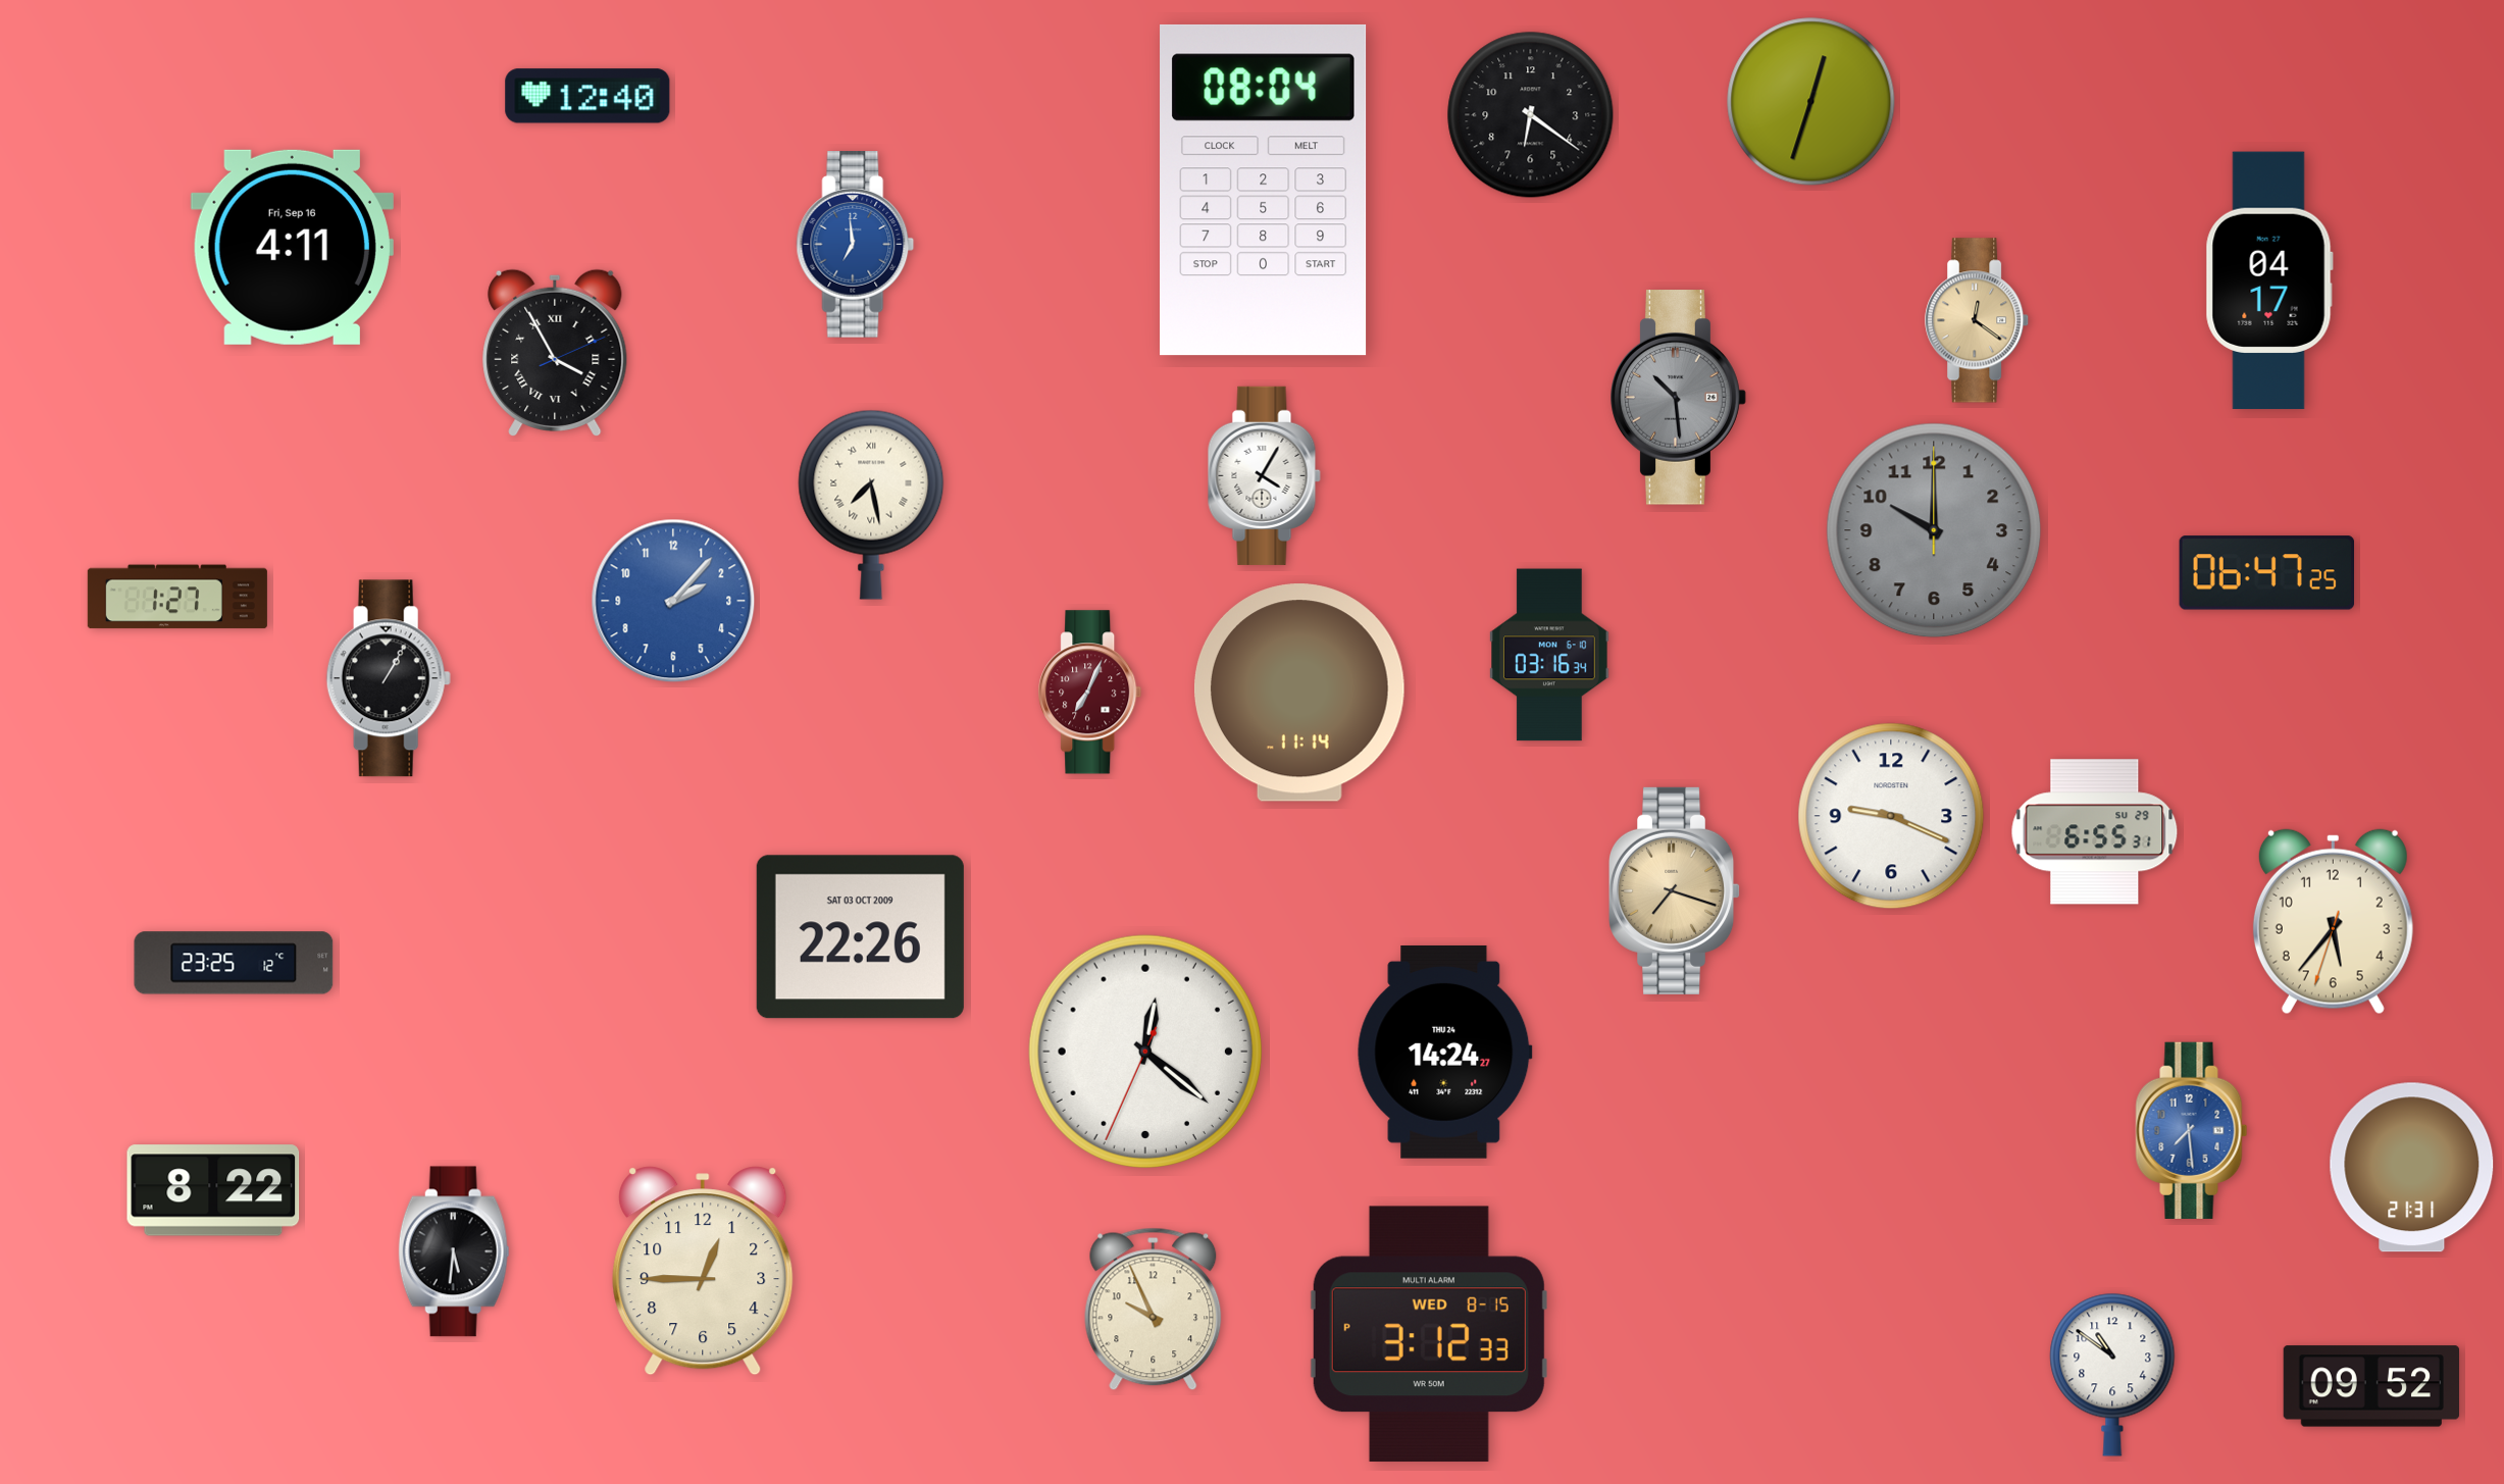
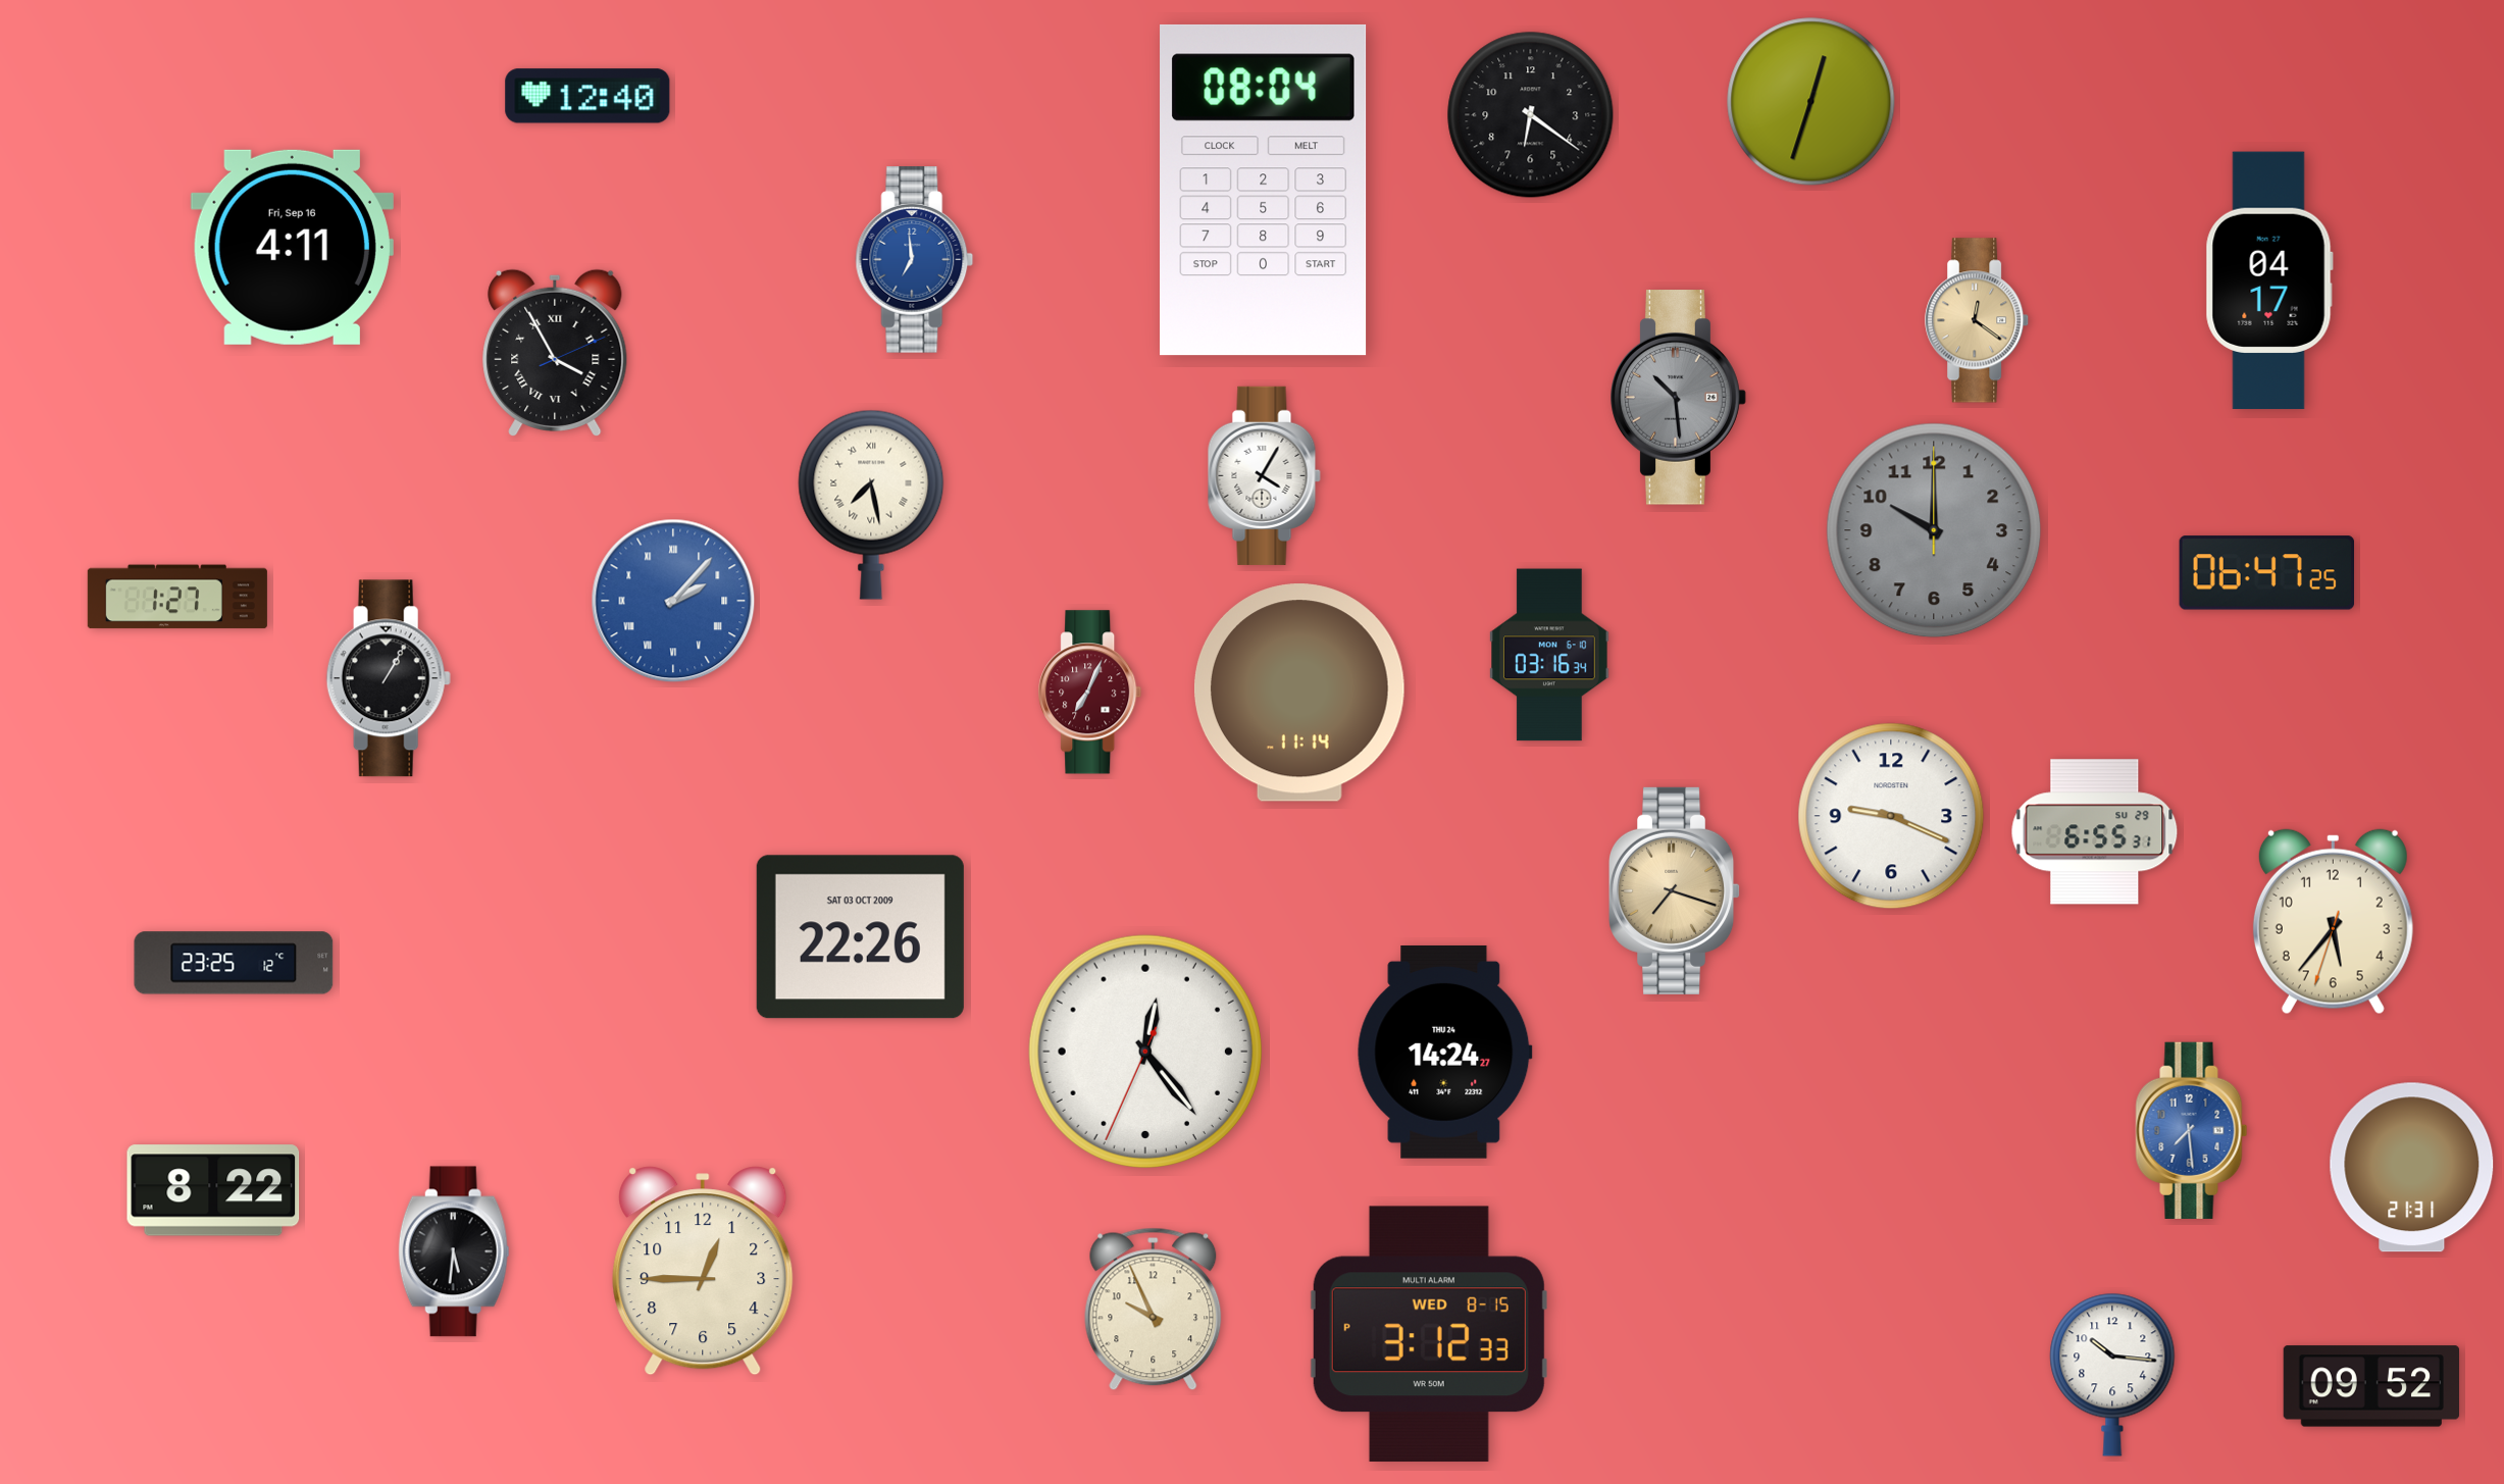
clock at (856, 245) position: (856, 245) -> (915, 260)
clock at (673, 601) numerals: Arabic -> Roman
clock at (1145, 1052): 12:21 -> 12:23
clock at (2112, 1375): 10:51 -> 10:16
